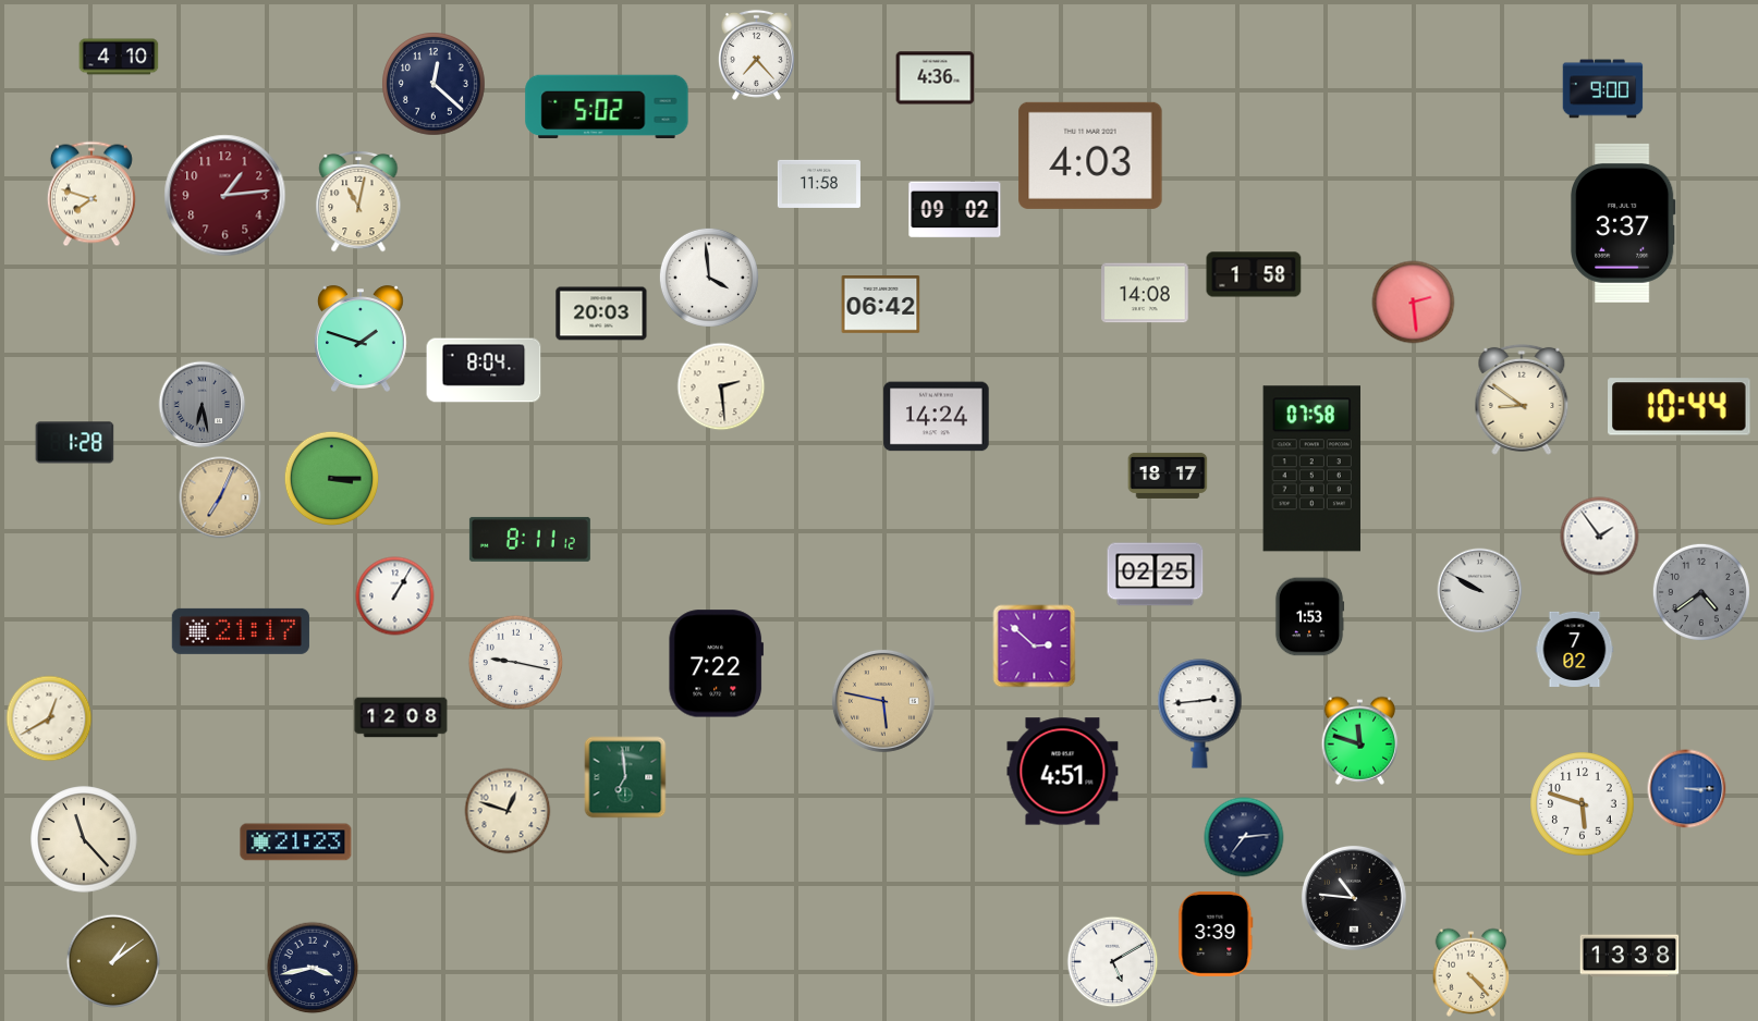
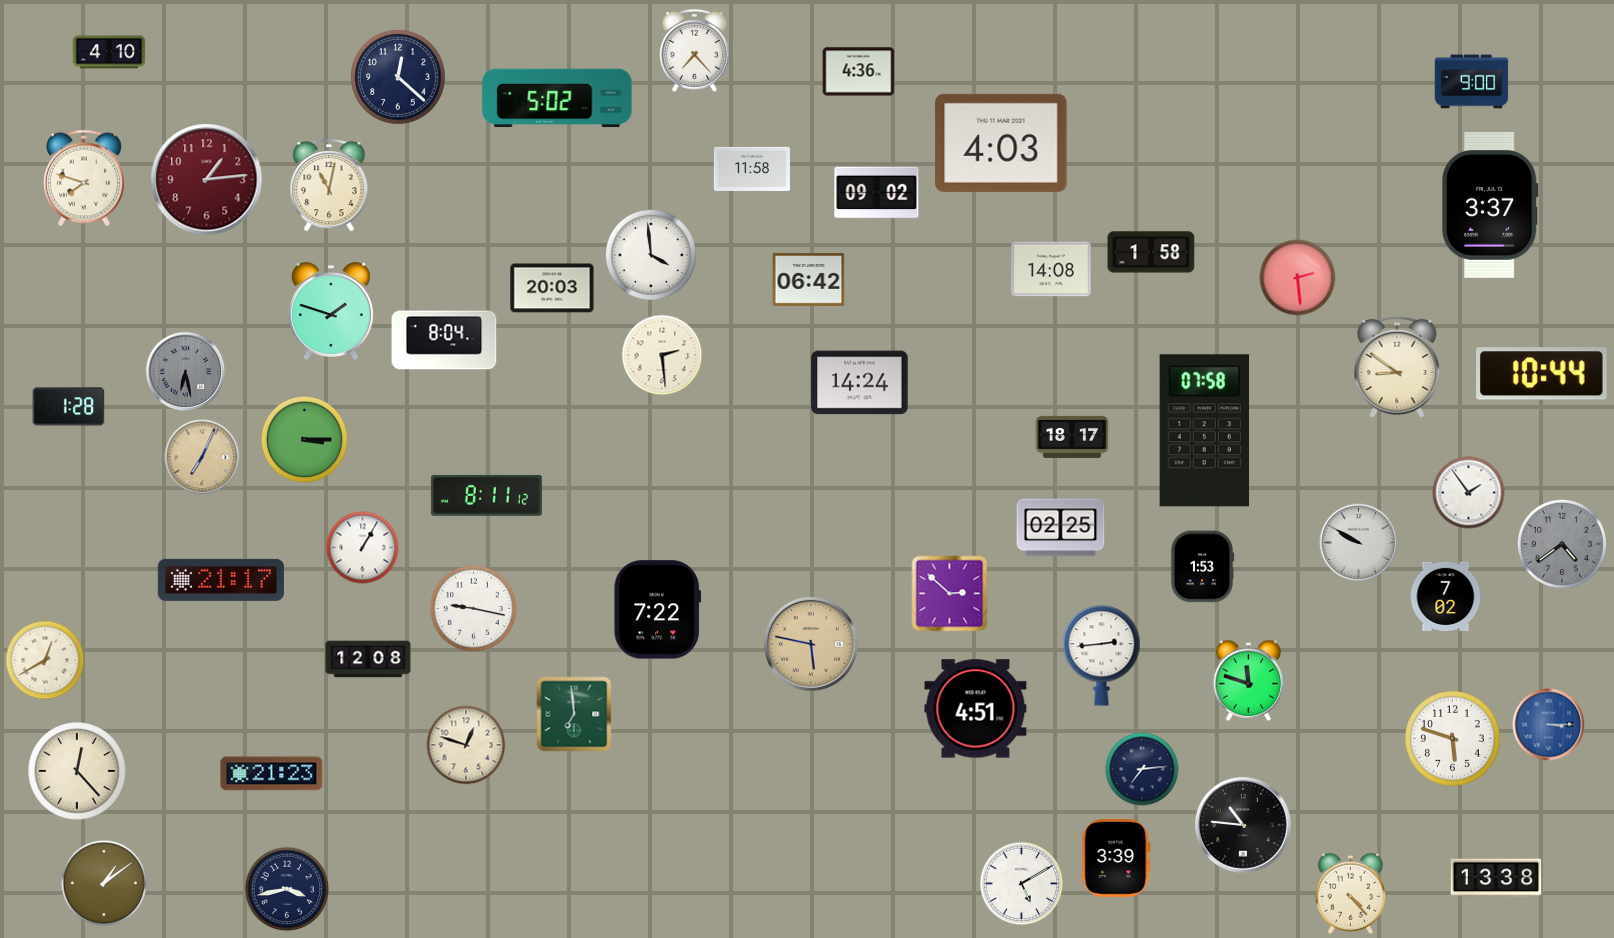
clock at (84, 839): 11:23 -> 12:23
